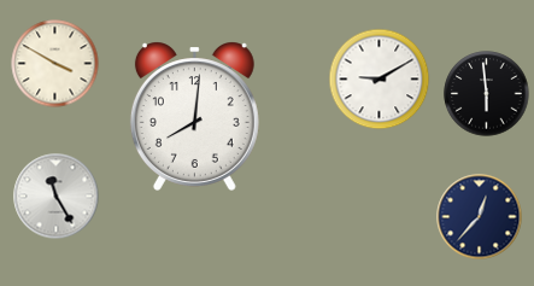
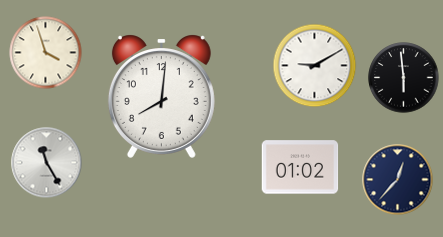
clock at (55, 64): 3:50 -> 3:57
clock at (300, 167): none -> 01:02
